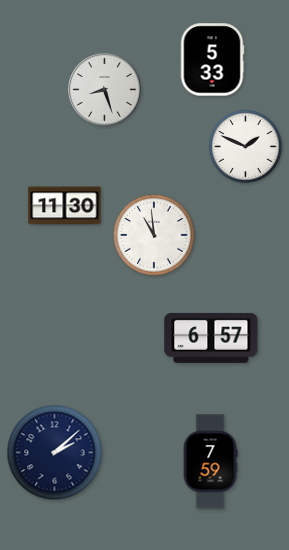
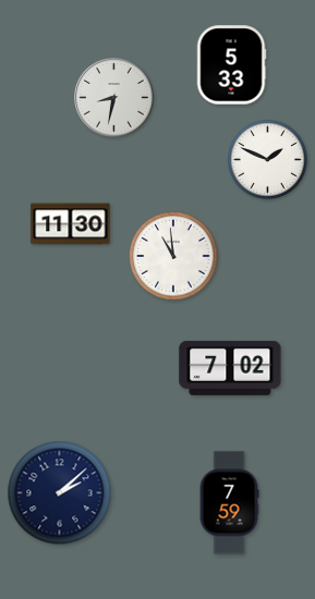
clock at (105, 90): 8:27 -> 8:32
clock at (154, 235) position: (154, 235) -> (173, 256)
clock at (211, 338): 6:57 -> 7:02
